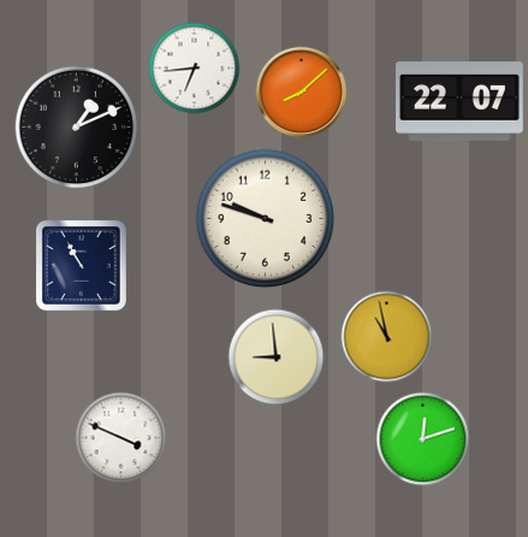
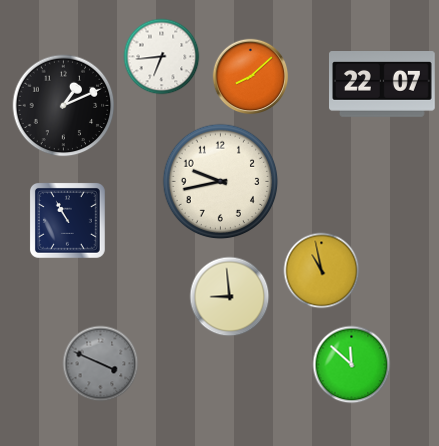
clock at (266, 219): 9:48 -> 9:43
clock at (387, 337) position: (387, 337) -> (322, 271)
clock at (121, 438) dial: white -> grey
clock at (423, 439): 12:12 -> 11:52
